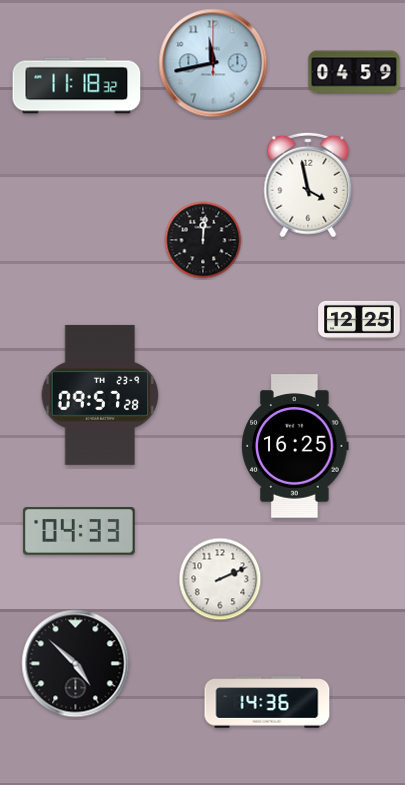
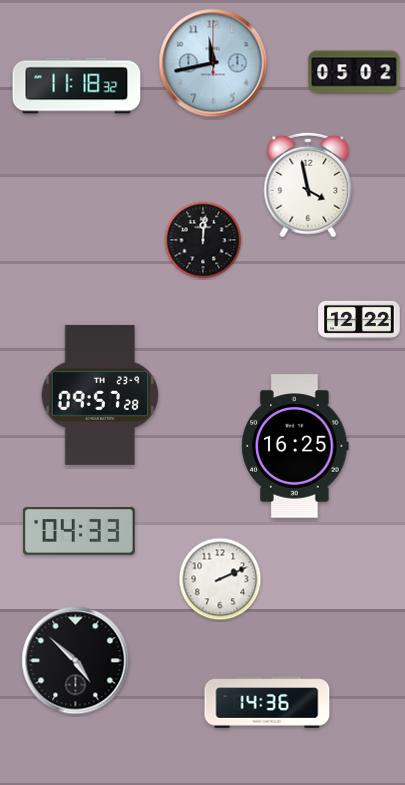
clock at (354, 72): 04:59 -> 05:02
clock at (359, 320): 12:25 -> 12:22
clock at (76, 664) position: (76, 664) -> (76, 661)
